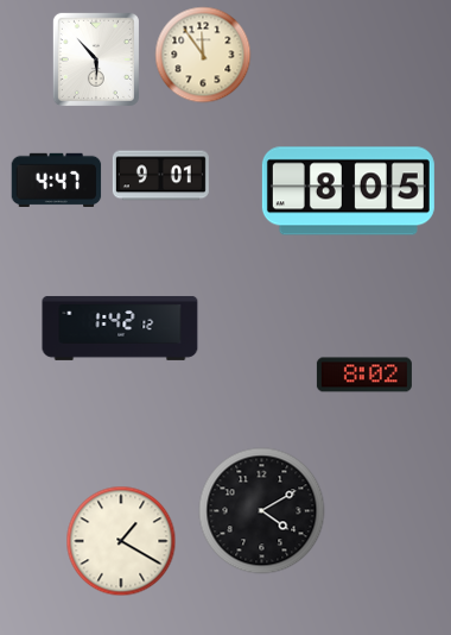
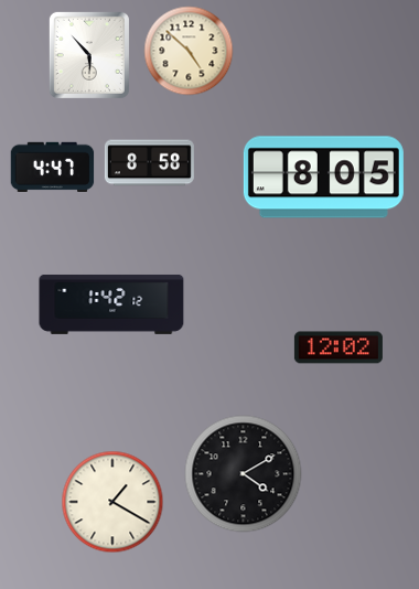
clock at (203, 55): 11:54 -> 4:52
clock at (160, 176): 9:01 -> 8:58
clock at (364, 375): 8:02 -> 12:02
